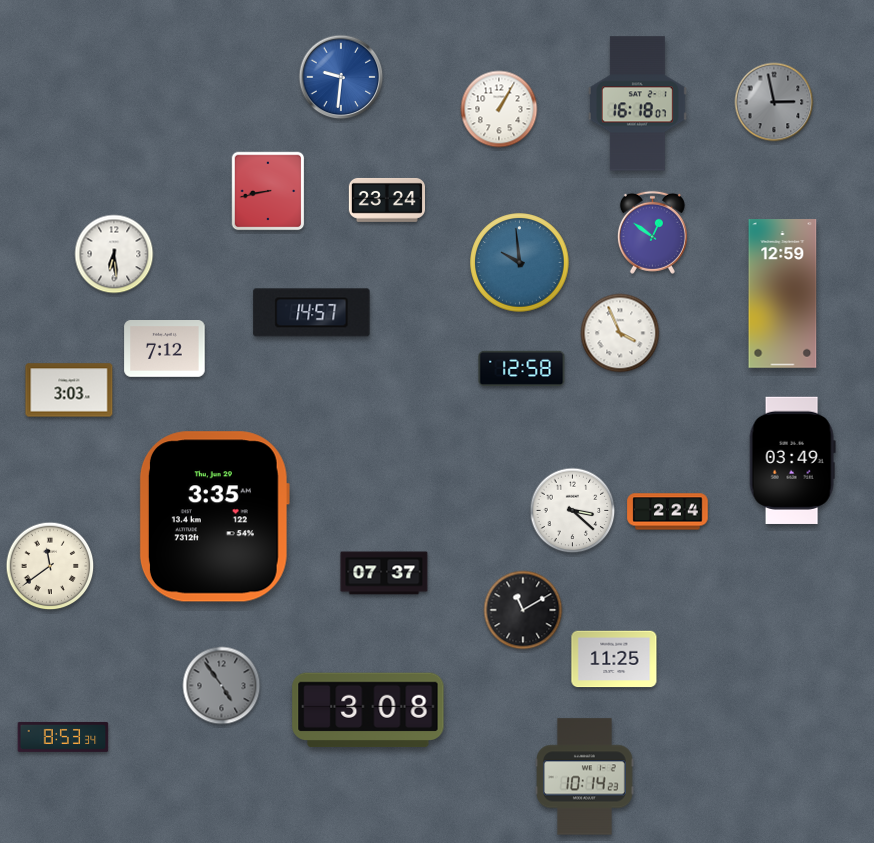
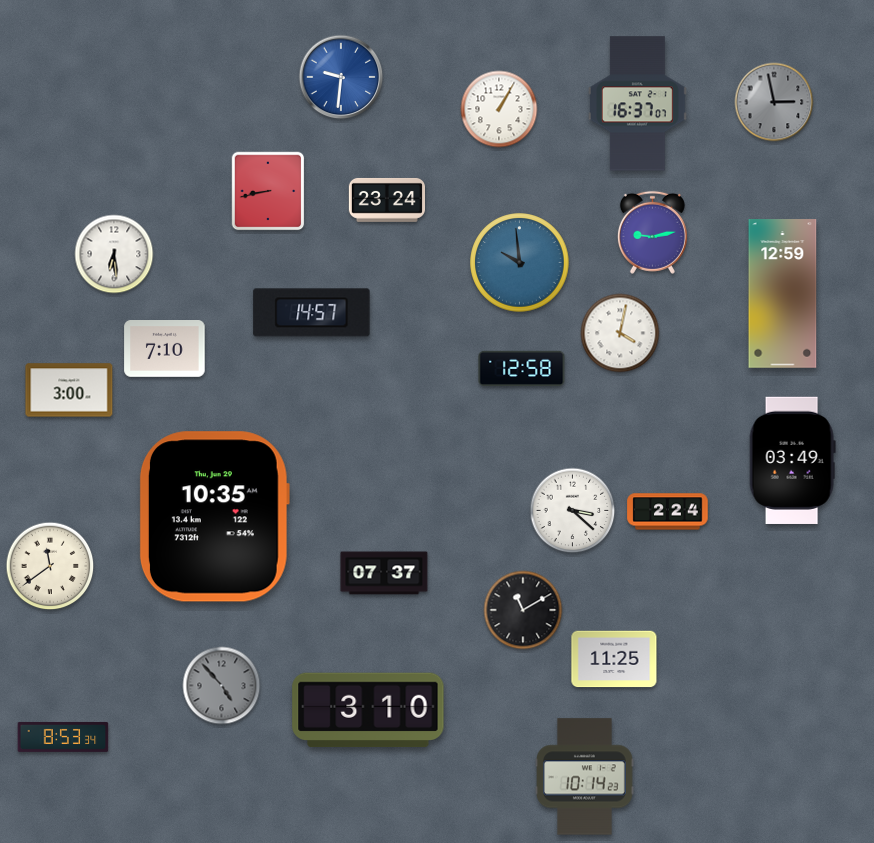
clock at (637, 104): 16:18 -> 16:37
clock at (652, 232): 12:51 -> 9:13
clock at (620, 333): 3:56 -> 4:02
clock at (165, 349): 7:12 -> 7:10
clock at (69, 390): 3:03 -> 3:00
clock at (214, 517): 3:35 -> 10:35
clock at (222, 686): 4:54 -> 4:53
clock at (368, 710): 3:08 -> 3:10
